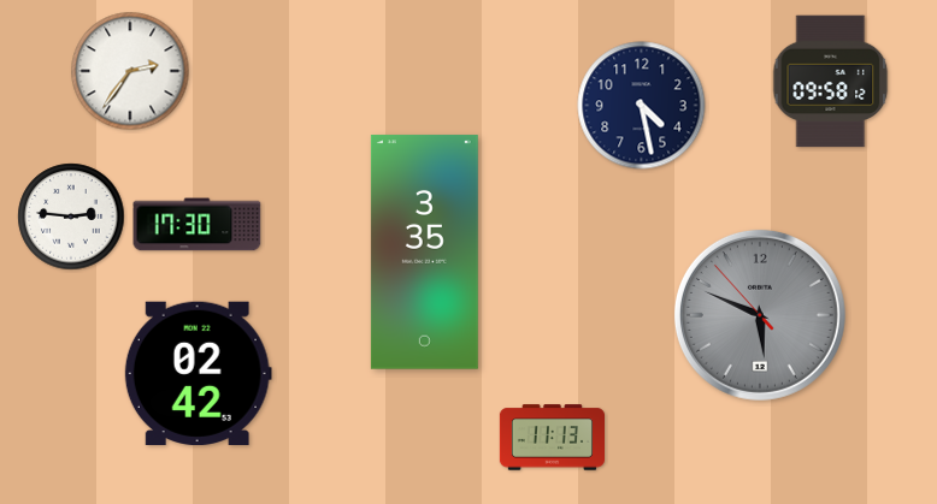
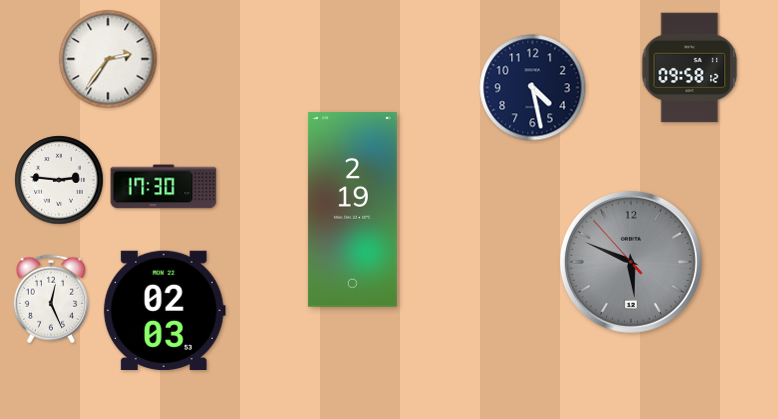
clock at (424, 253): 3:35 -> 2:19
clock at (51, 299): none -> 12:26
clock at (198, 373): 02:42 -> 02:03
clock at (552, 438): 11:13 -> none
